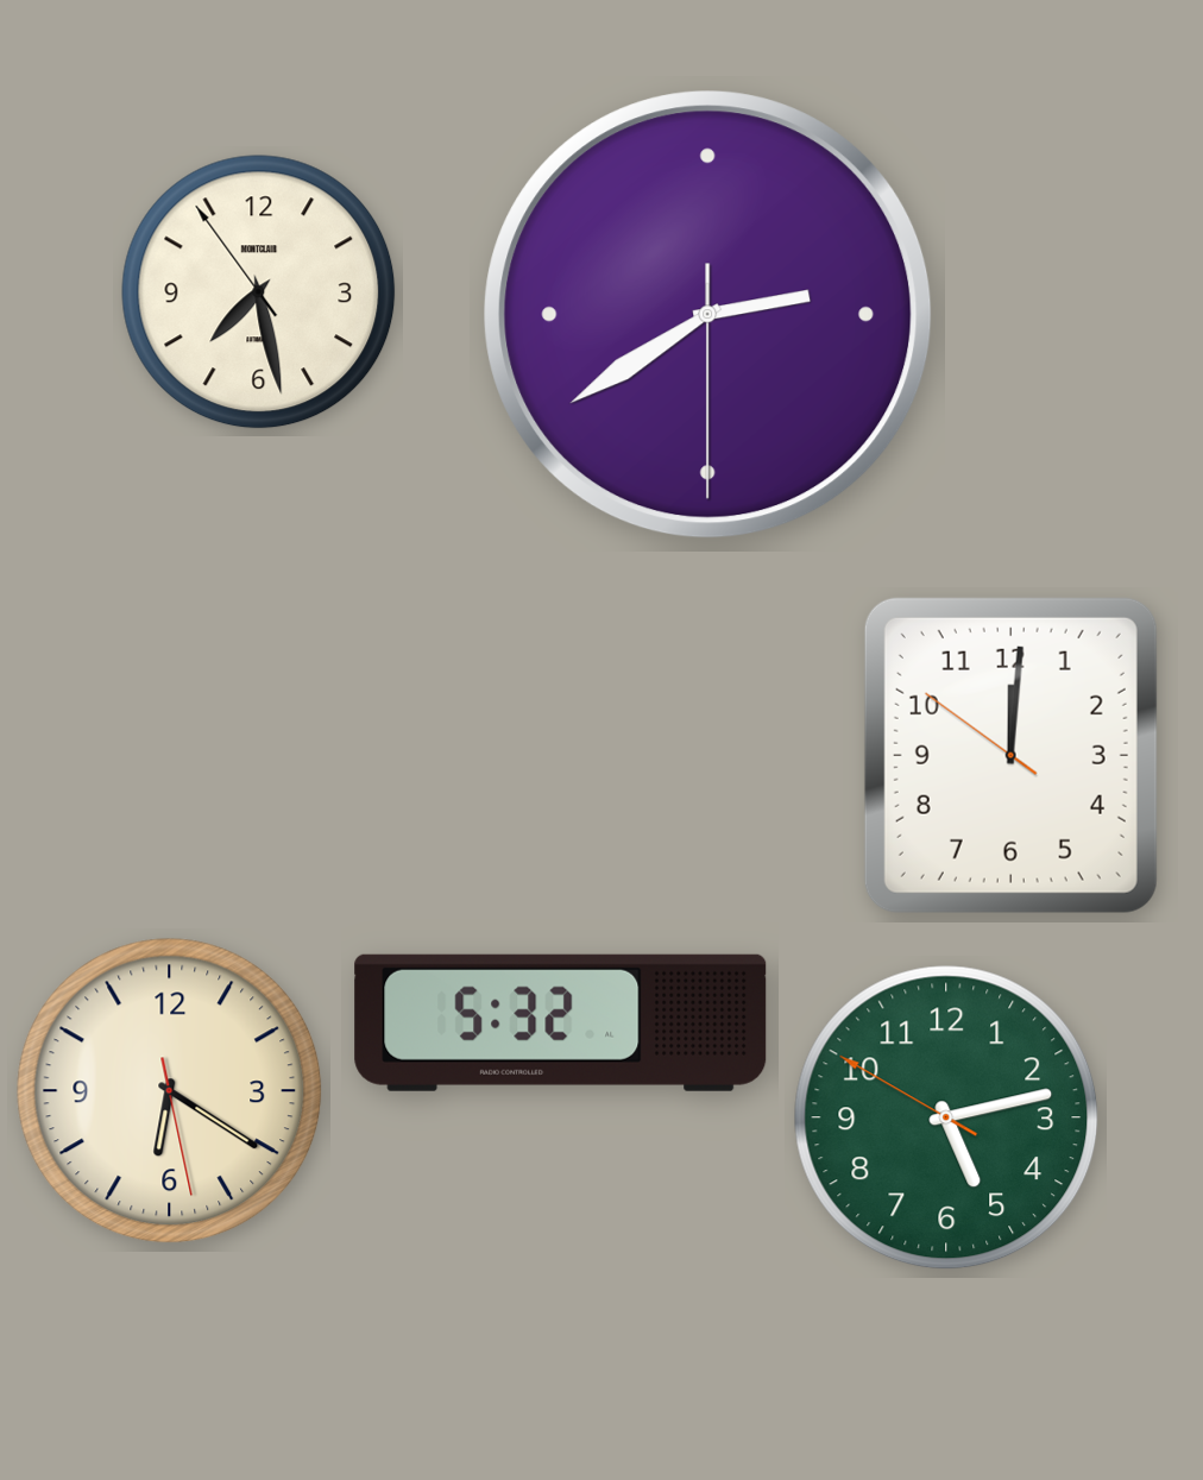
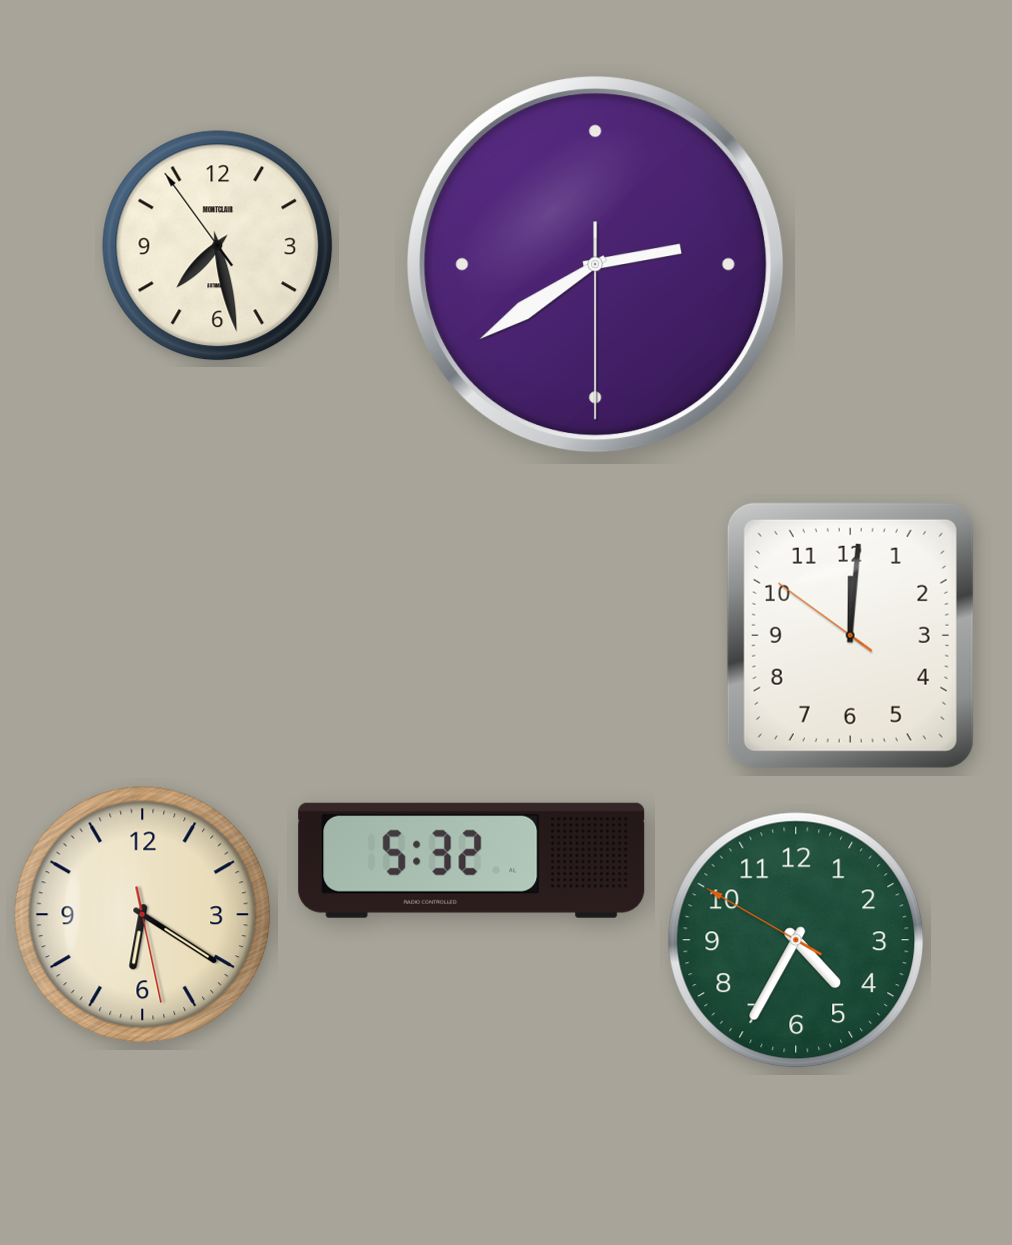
clock at (170, 1091) position: (170, 1091) -> (143, 915)
clock at (946, 1117): 5:12 -> 4:34
